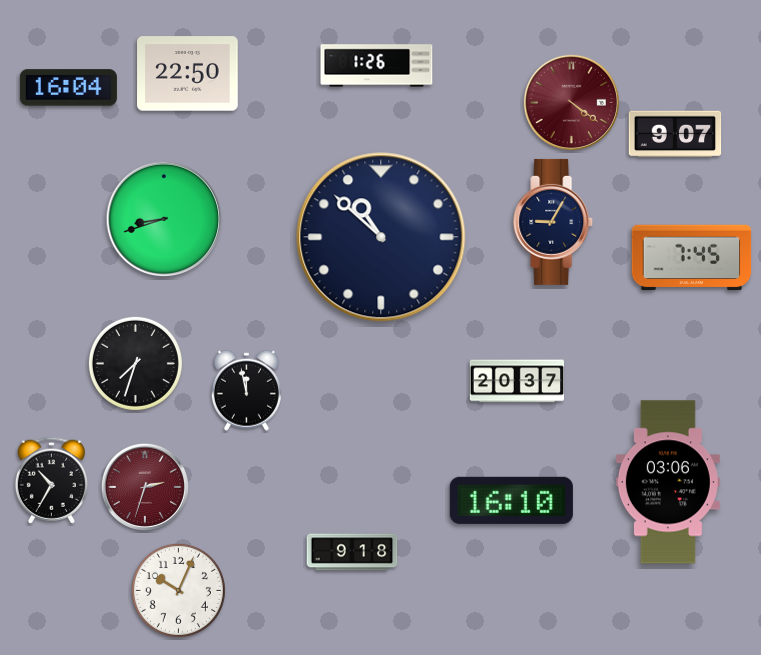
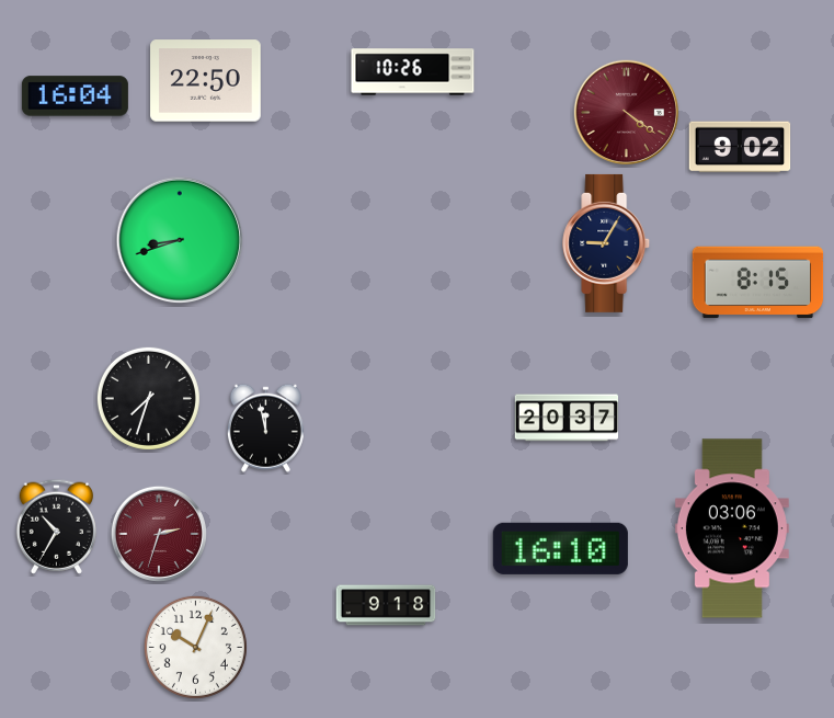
clock at (377, 66): 1:26 -> 10:26
clock at (675, 134): 9:07 -> 9:02
clock at (381, 237): 10:52 -> none
clock at (692, 258): 7:45 -> 8:15
clock at (246, 390) position: (246, 390) -> (265, 428)
